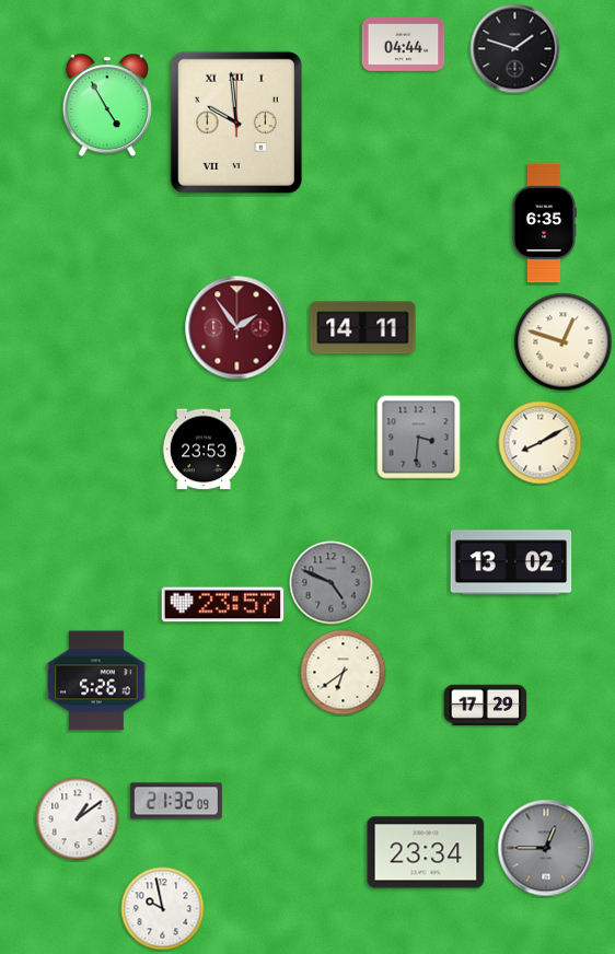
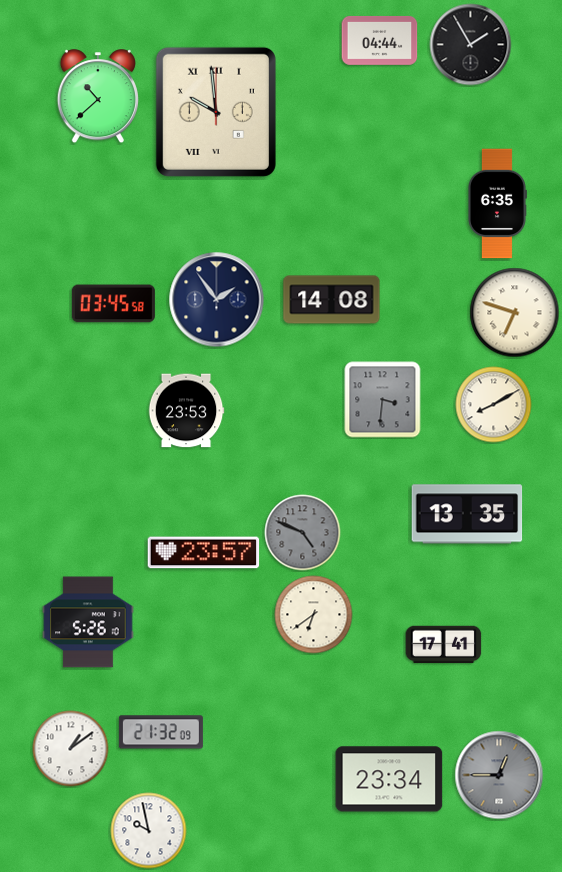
clock at (404, 44) position: (404, 44) -> (380, 40)
clock at (515, 49): 1:48 -> 1:55
clock at (107, 106): 4:55 -> 10:38
clock at (237, 328) dial: burgundy -> navy
clock at (363, 328): 14:11 -> 14:08
clock at (113, 304): none -> 03:45
clock at (564, 342): 12:48 -> 6:48
clock at (511, 562): 13:02 -> 13:35
clock at (486, 705): 17:29 -> 17:41
